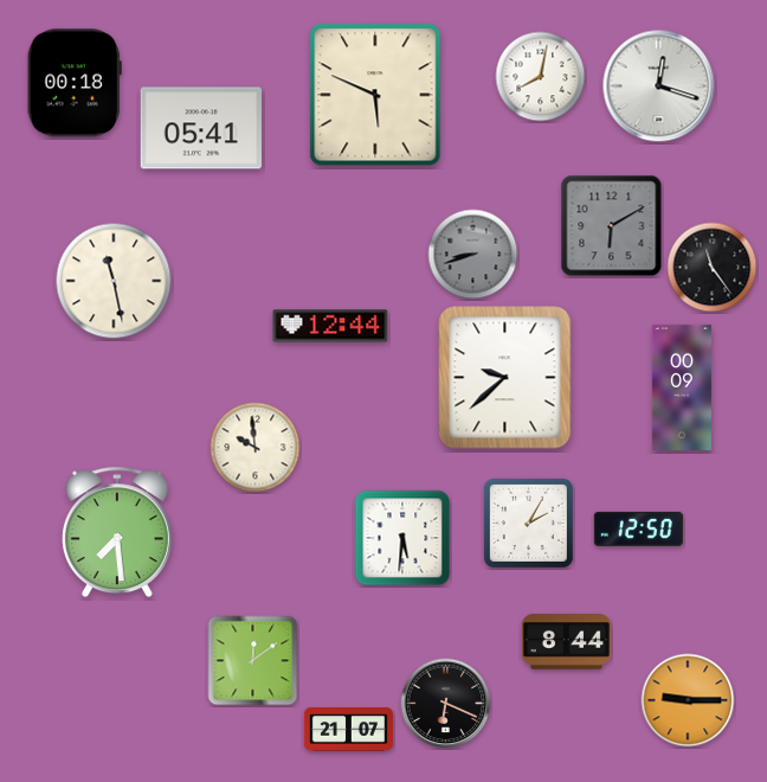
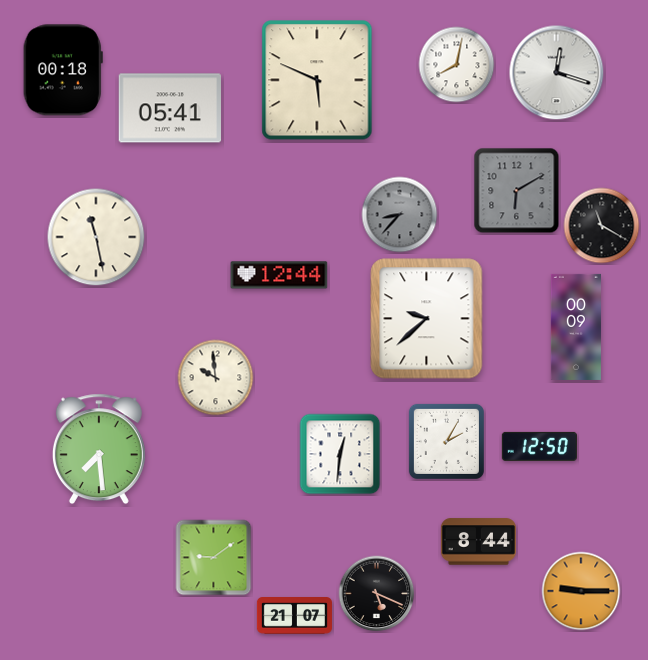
clock at (473, 255): 8:42 -> 8:37
clock at (713, 268): 11:24 -> 11:20
clock at (402, 538): 5:31 -> 12:31
clock at (253, 661): 12:09 -> 9:09
clock at (446, 704): 6:19 -> 5:19
